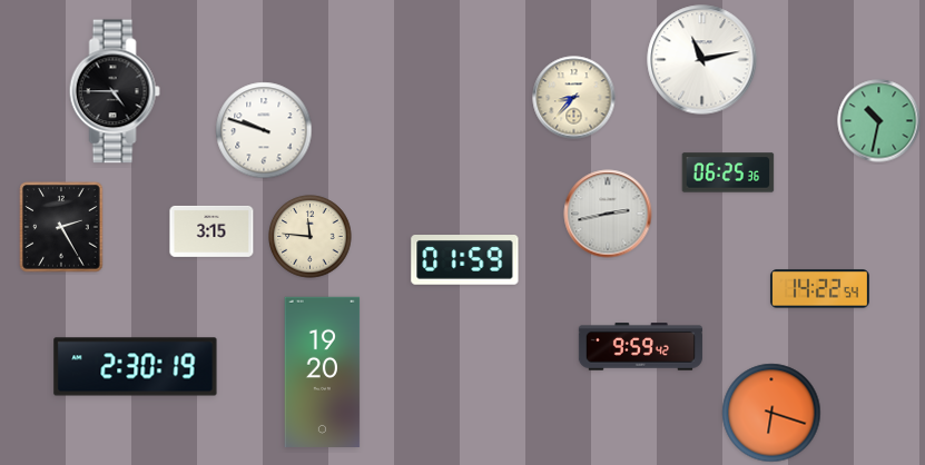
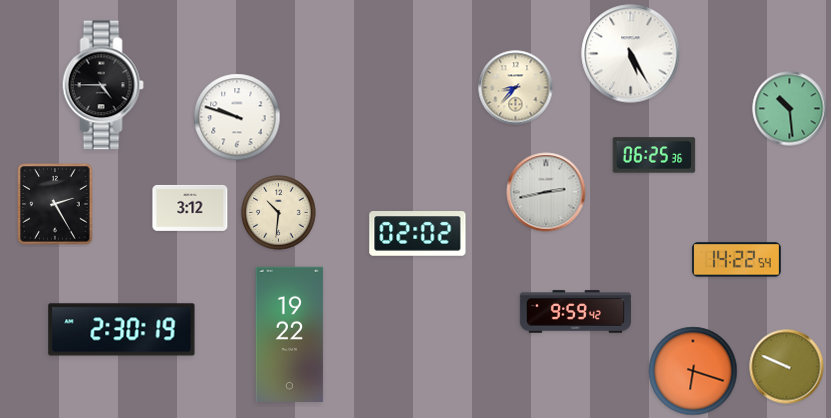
clock at (702, 60): 11:13 -> 5:25
clock at (115, 91) position: (115, 91) -> (103, 85)
clock at (879, 121): 10:32 -> 10:29
clock at (211, 231): 3:15 -> 3:12
clock at (311, 237): 11:46 -> 10:31
clock at (465, 260): 01:59 -> 02:02
clock at (323, 372): 19:20 -> 19:22
clock at (787, 367): none -> 9:49
